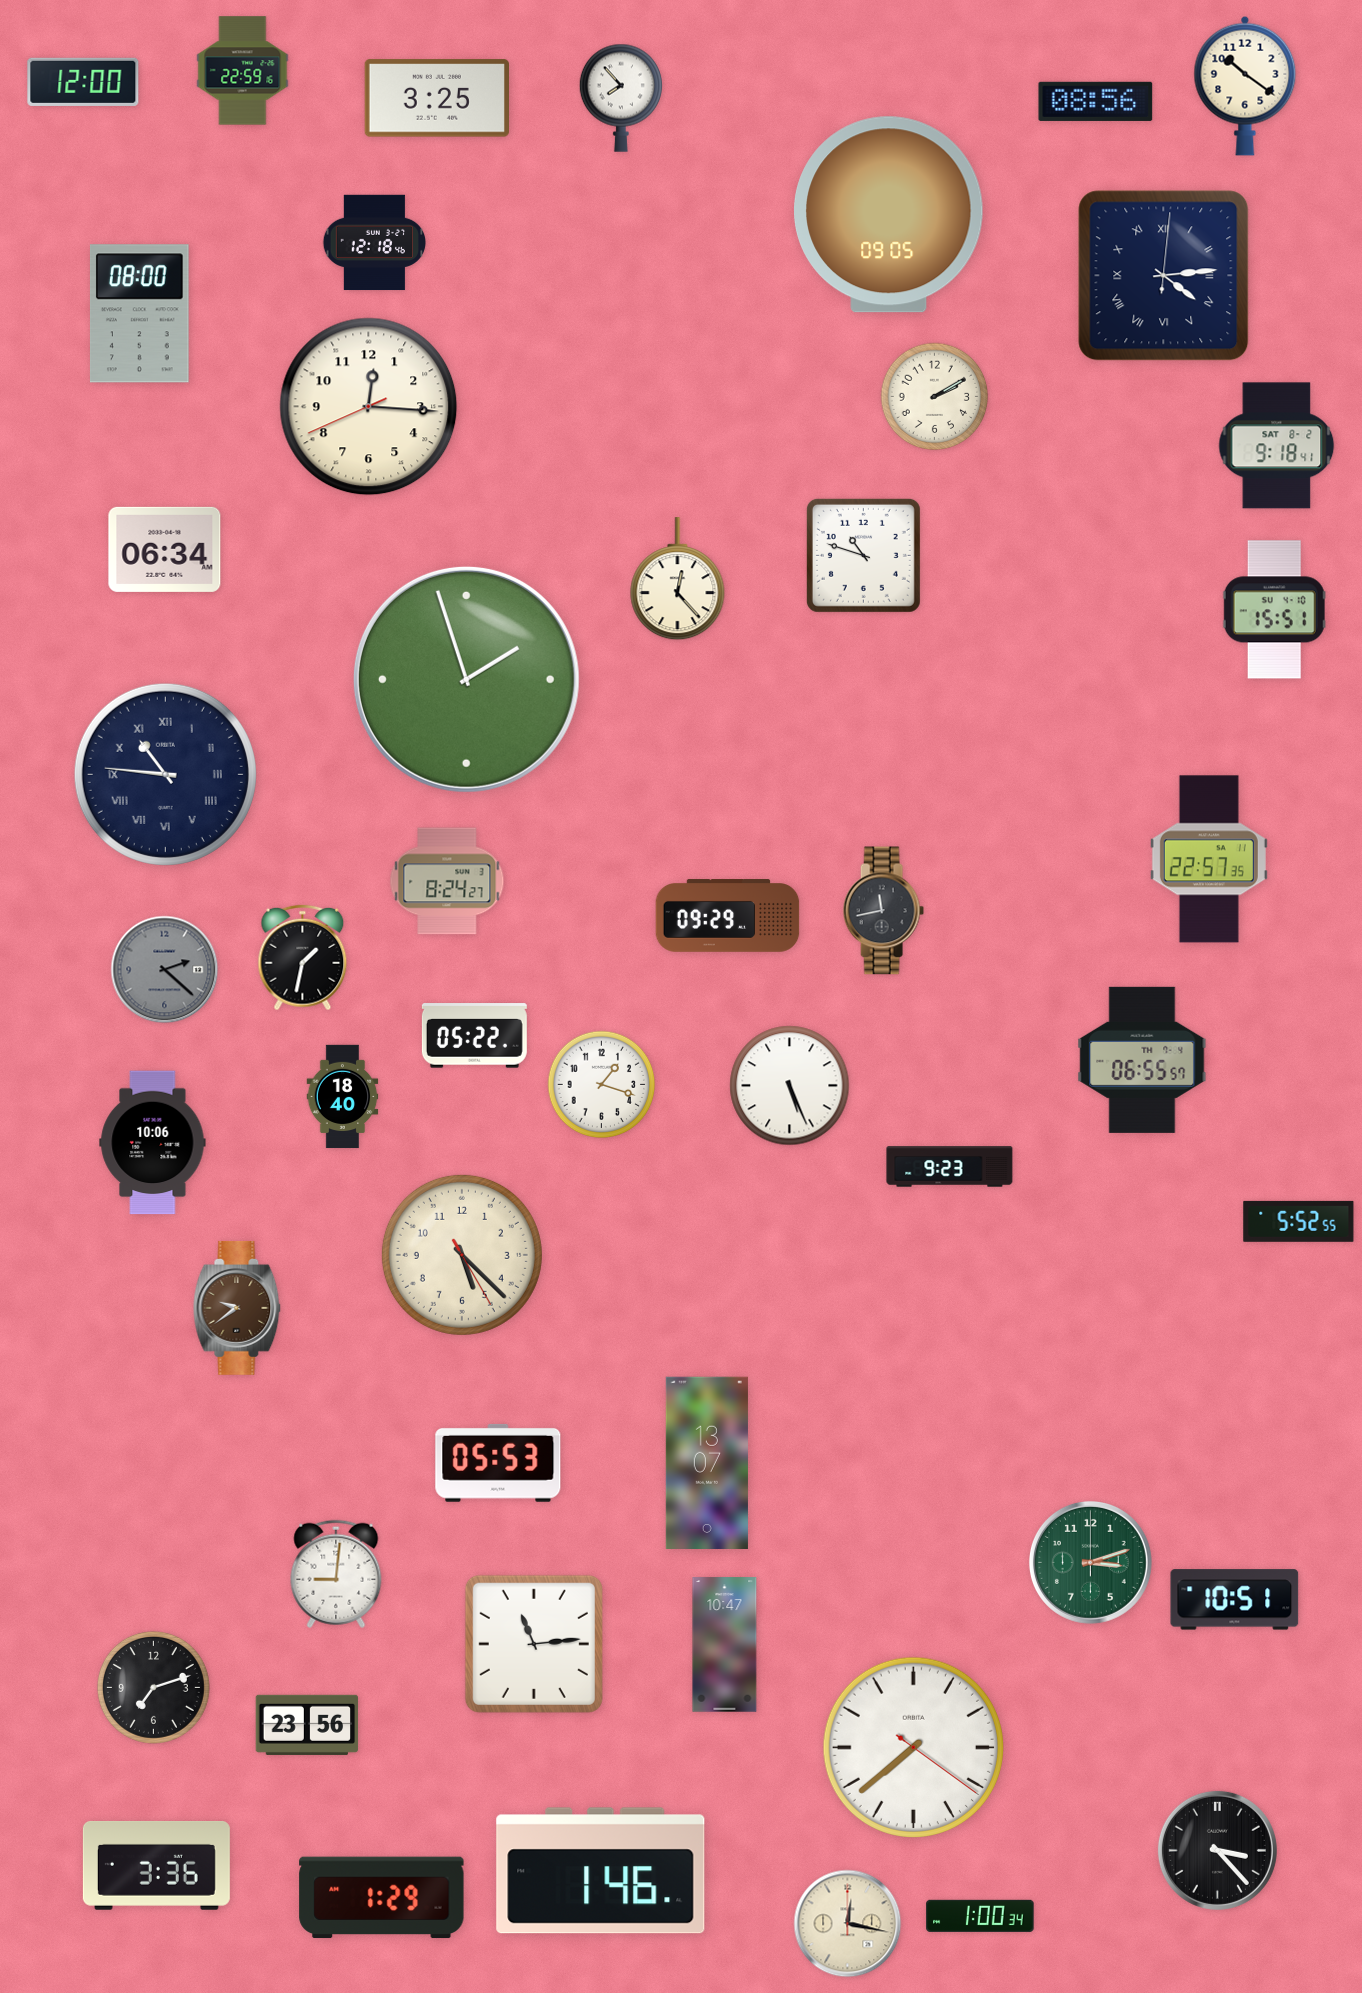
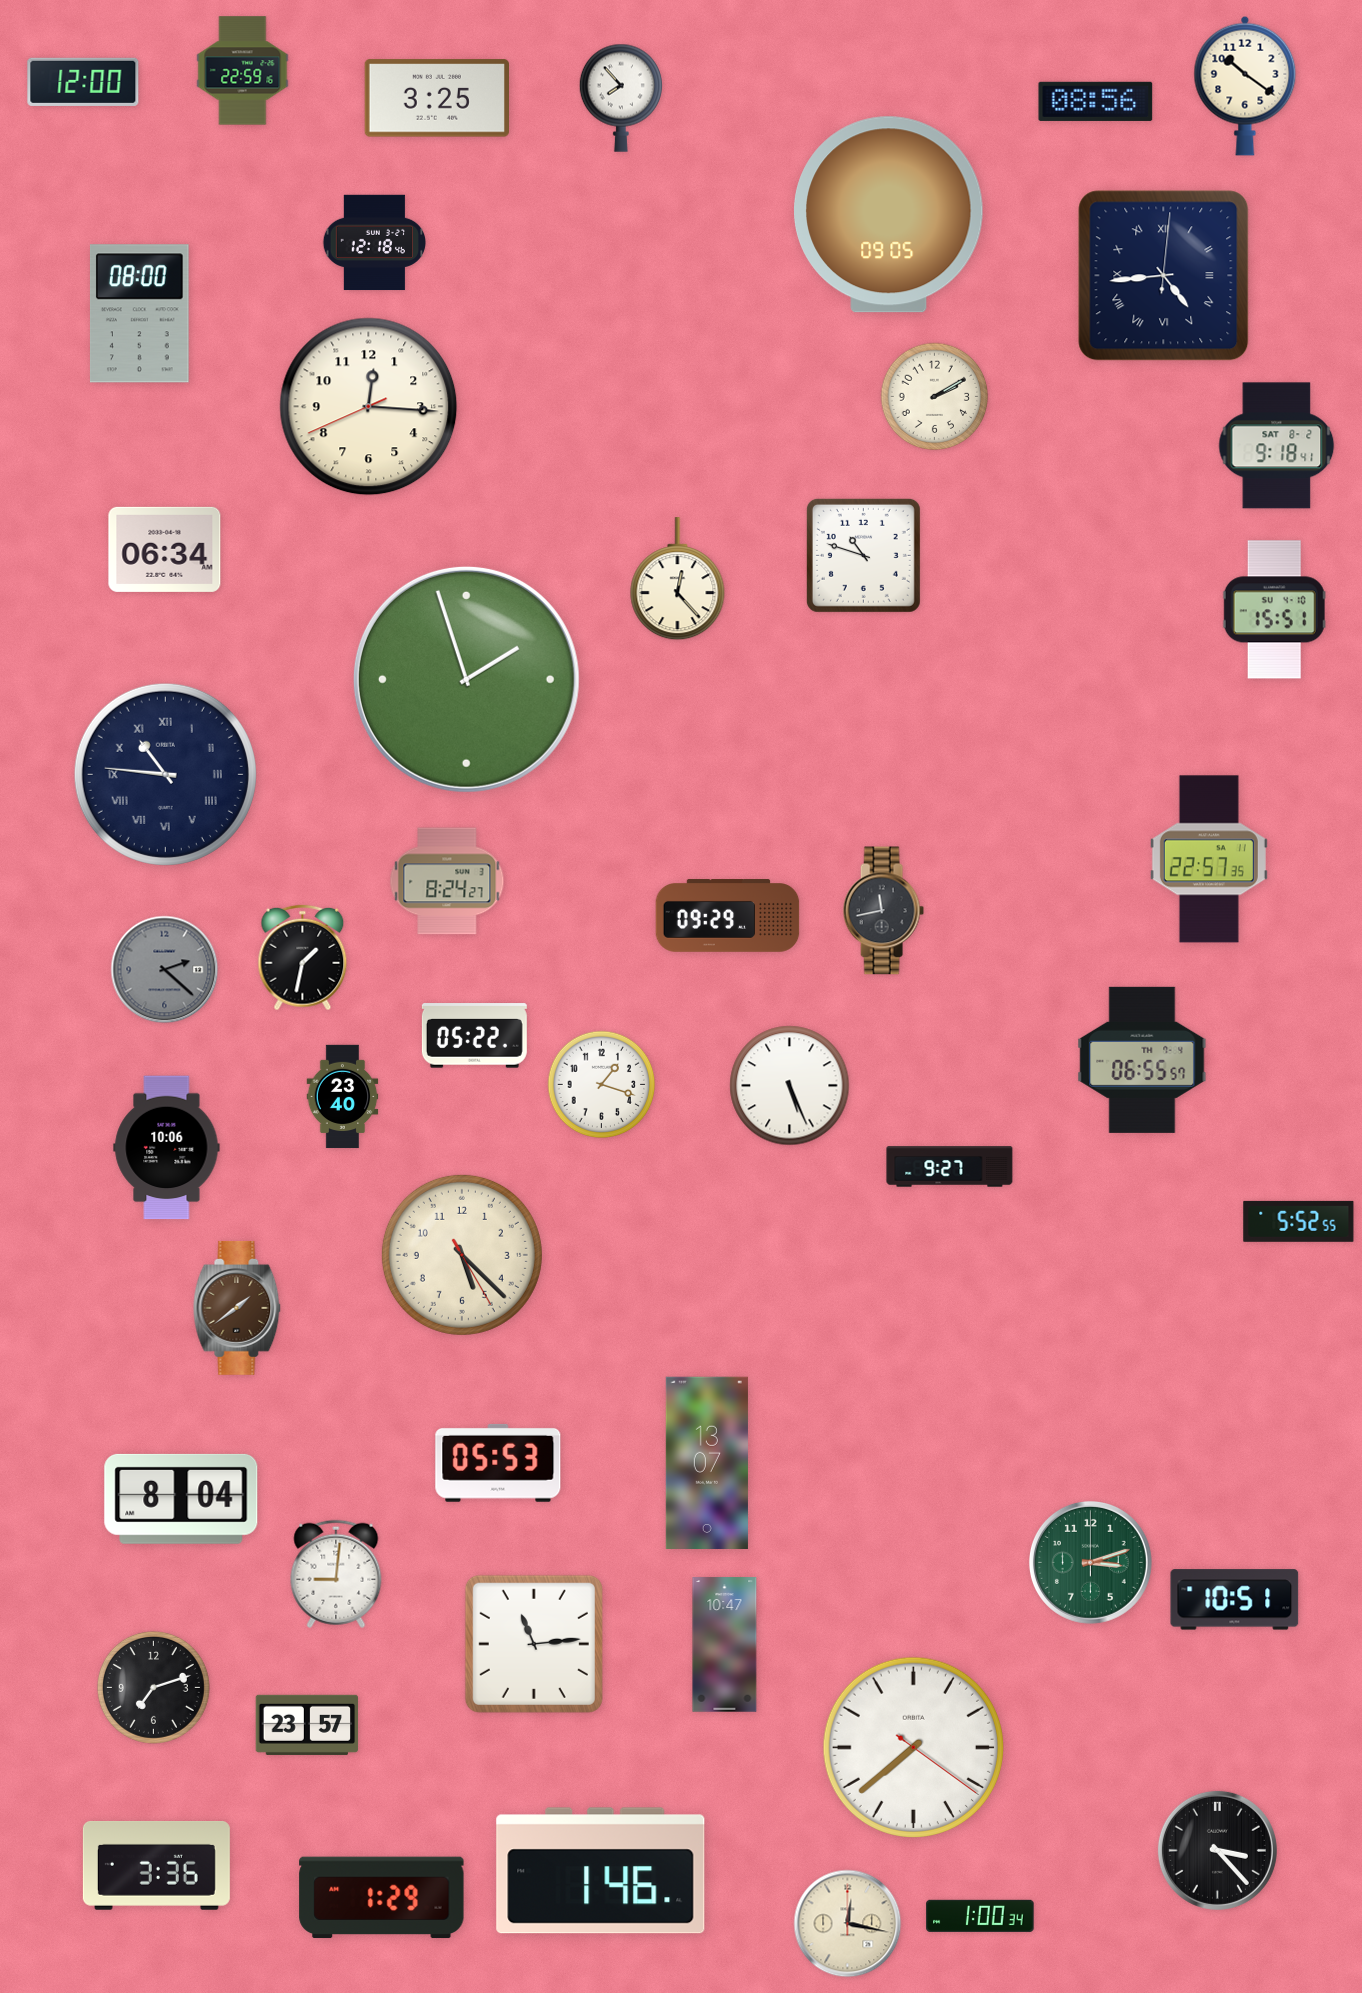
clock at (1164, 276): 4:14 -> 4:44
clock at (343, 1097): 18:40 -> 23:40
clock at (153, 1143) position: (153, 1143) -> (167, 1148)
clock at (950, 1167): 9:23 -> 9:27
clock at (237, 1308): 9:39 -> 1:39
clock at (181, 1499): none -> 8:04
clock at (307, 1725): 23:56 -> 23:57
